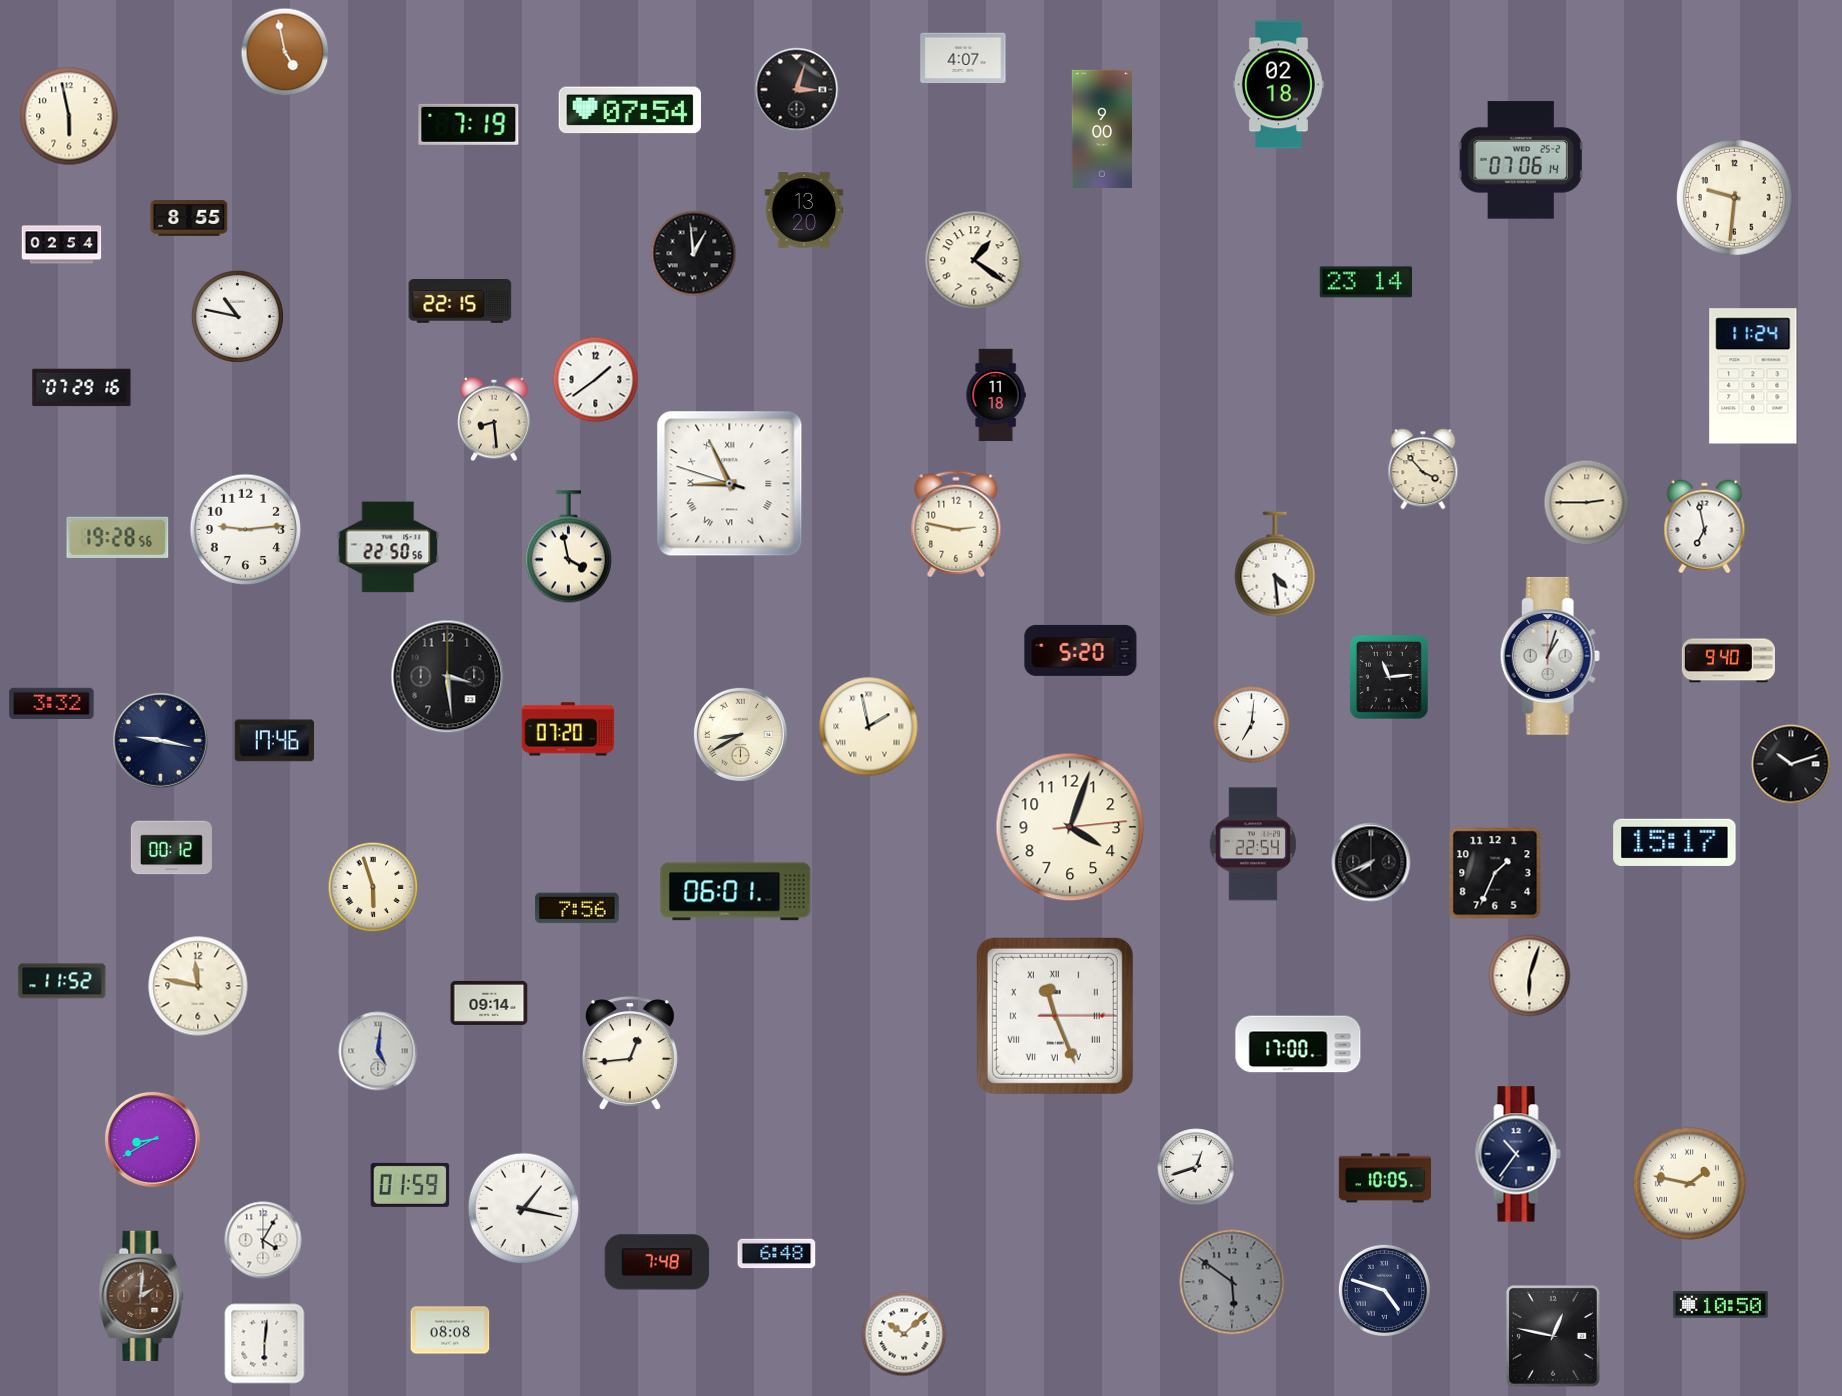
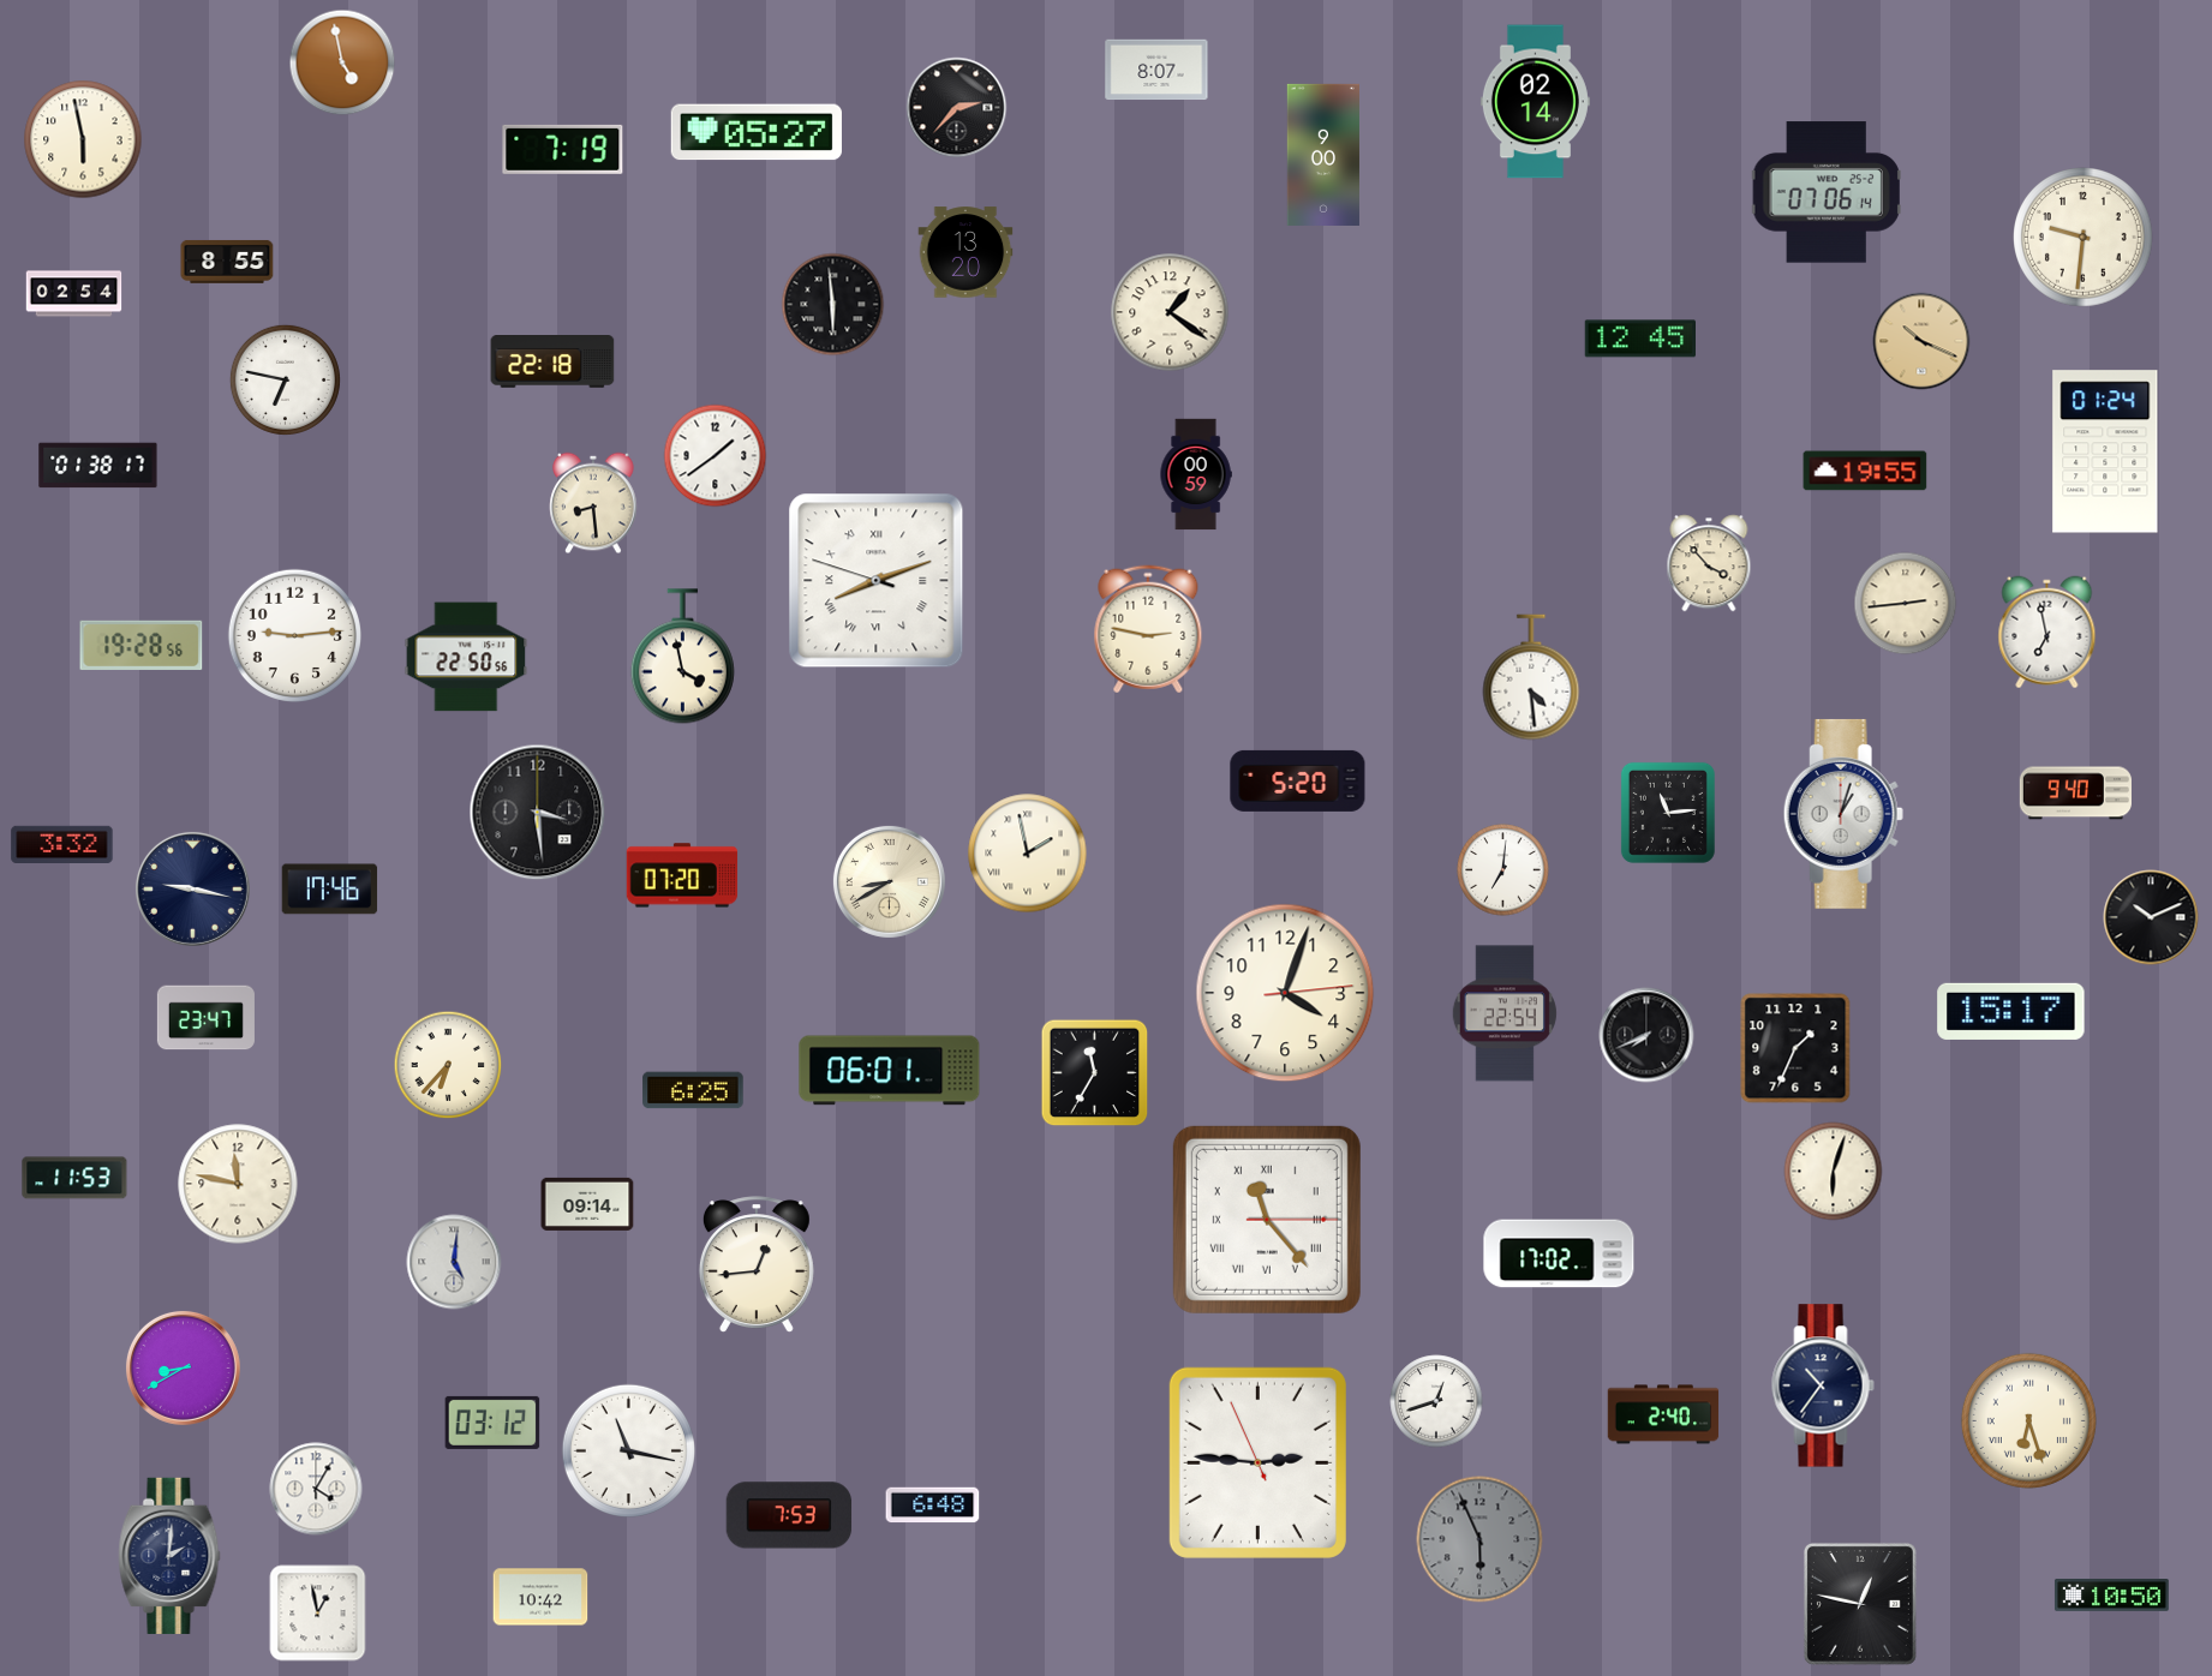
clock at (963, 58): 4:07 -> 8:07
clock at (1278, 85): 02:18 -> 02:14
clock at (797, 90): 3:03 -> 2:37
clock at (630, 110): 07:54 -> 05:27
clock at (694, 254): 12:59 -> 5:59
clock at (1365, 282): 23:14 -> 12:45
clock at (1921, 341): none -> 10:19
clock at (460, 302): 22:15 -> 22:18
clock at (237, 316): 10:47 -> 6:47
clock at (1753, 376): 11:24 -> 01:24
clock at (82, 388): 07:29 -> 01:38
clock at (1865, 471): none -> 19:55
clock at (996, 395): 11:18 -> 00:59
clock at (730, 484): 8:55 -> 8:11
clock at (1587, 503): 2:45 -> 2:44
clock at (1550, 656) position: (1550, 656) -> (1843, 814)
clock at (869, 727) position: (869, 727) -> (1028, 854)
clock at (1791, 764): 10:12 -> 10:11
clock at (171, 848): 00:12 -> 23:47
clock at (373, 887): 5:57 -> 6:37
clock at (736, 892) position: (736, 892) -> (890, 1071)
clock at (1095, 1073): none -> 11:35
clock at (577, 908): 7:56 -> 6:25
clock at (1530, 976) position: (1530, 976) -> (1834, 1172)
clock at (62, 981): 11:52 -> 11:53
clock at (1055, 1016): 11:26 -> 11:23
clock at (1298, 1044): 17:00 -> 17:02
clock at (1385, 1178): 10:05 -> 2:40
clock at (1689, 1183): 1:47 -> 6:27
clock at (410, 1185): 01:59 -> 03:12
clock at (523, 1208): 1:17 -> 11:17
clock at (1257, 1462): none -> 2:45
clock at (657, 1262): 7:48 -> 7:53
clock at (1232, 1282): 5:51 -> 5:56
clock at (1384, 1290): 4:48 -> none
clock at (141, 1296) dial: brown -> navy
clock at (1720, 1305) position: (1720, 1305) -> (2111, 1596)
clock at (450, 1330): 08:08 -> 10:42
clock at (904, 1334): 10:08 -> none
clock at (1553, 1336) position: (1553, 1336) -> (1860, 1604)
clock at (265, 1344): 6:01 -> 12:58
